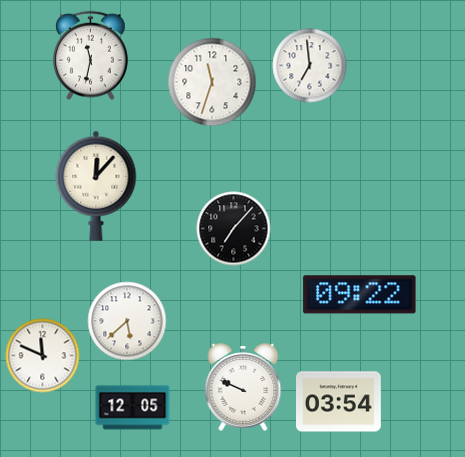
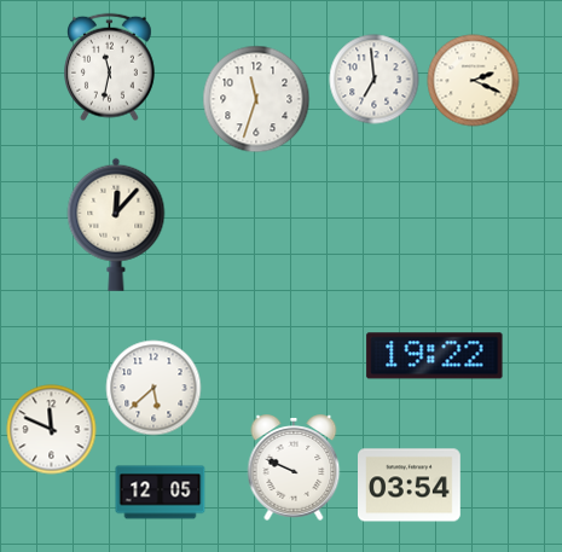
clock at (474, 81): none -> 2:19
clock at (234, 229): 7:07 -> none
clock at (360, 295): 09:22 -> 19:22
